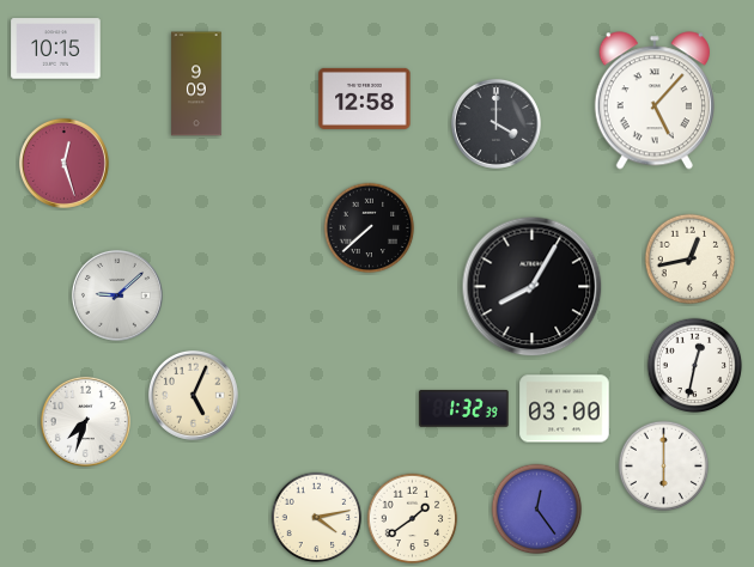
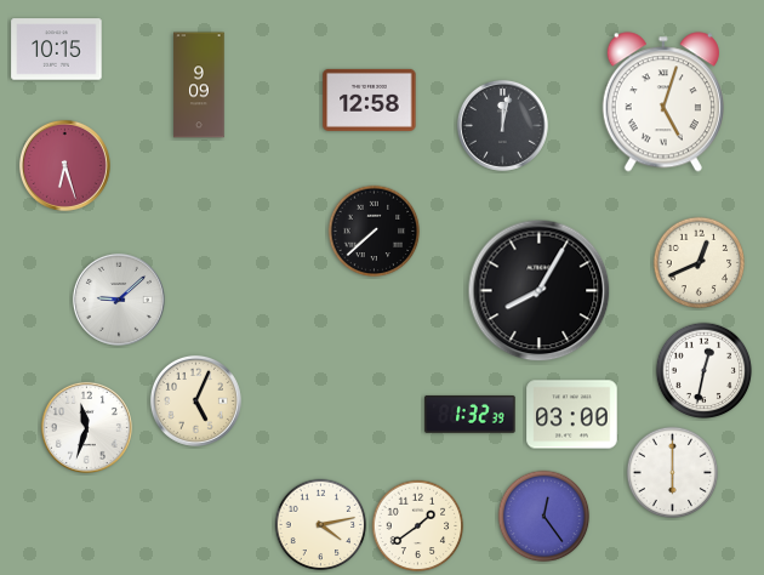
clock at (655, 100): 5:07 -> 5:03
clock at (495, 123): 4:00 -> 12:02
clock at (63, 163): 12:27 -> 6:27
clock at (691, 260): 12:43 -> 12:41
clock at (85, 421): 7:33 -> 11:33
